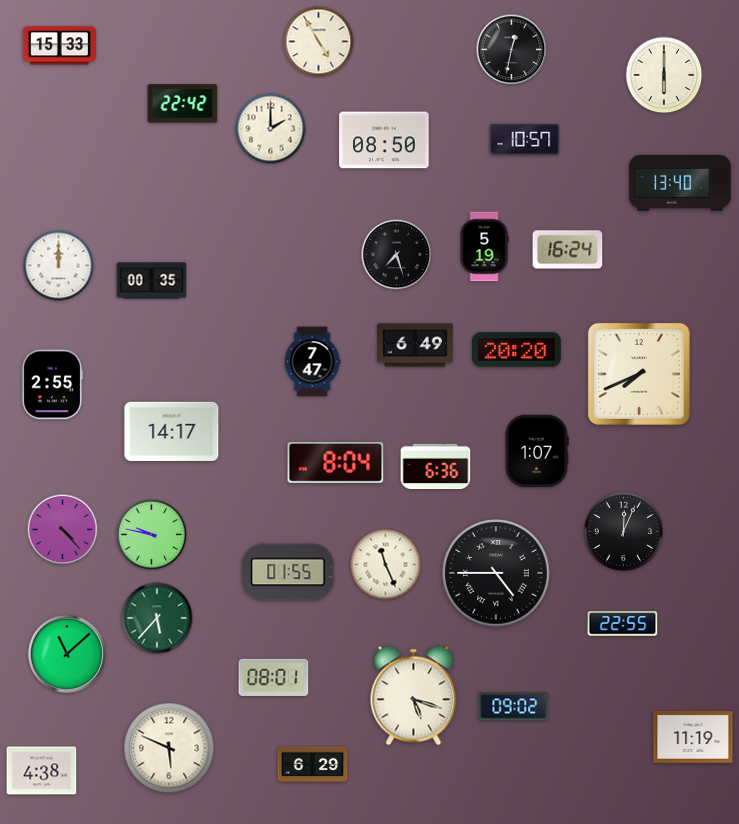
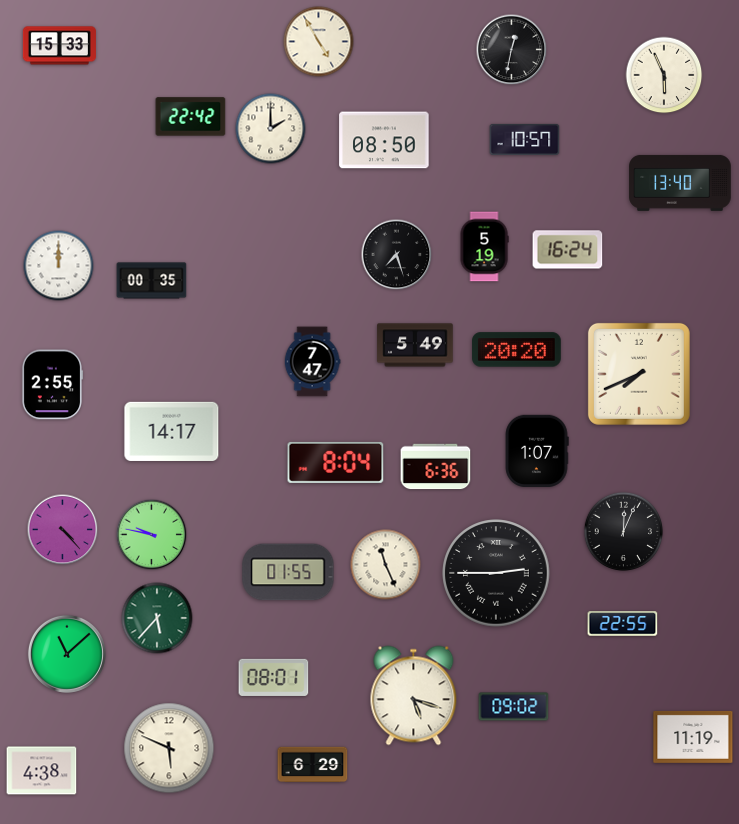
clock at (664, 75): 6:00 -> 5:56
clock at (183, 104) position: (183, 104) -> (191, 117)
clock at (415, 345): 6:49 -> 5:49
clock at (496, 573): 4:45 -> 2:45
